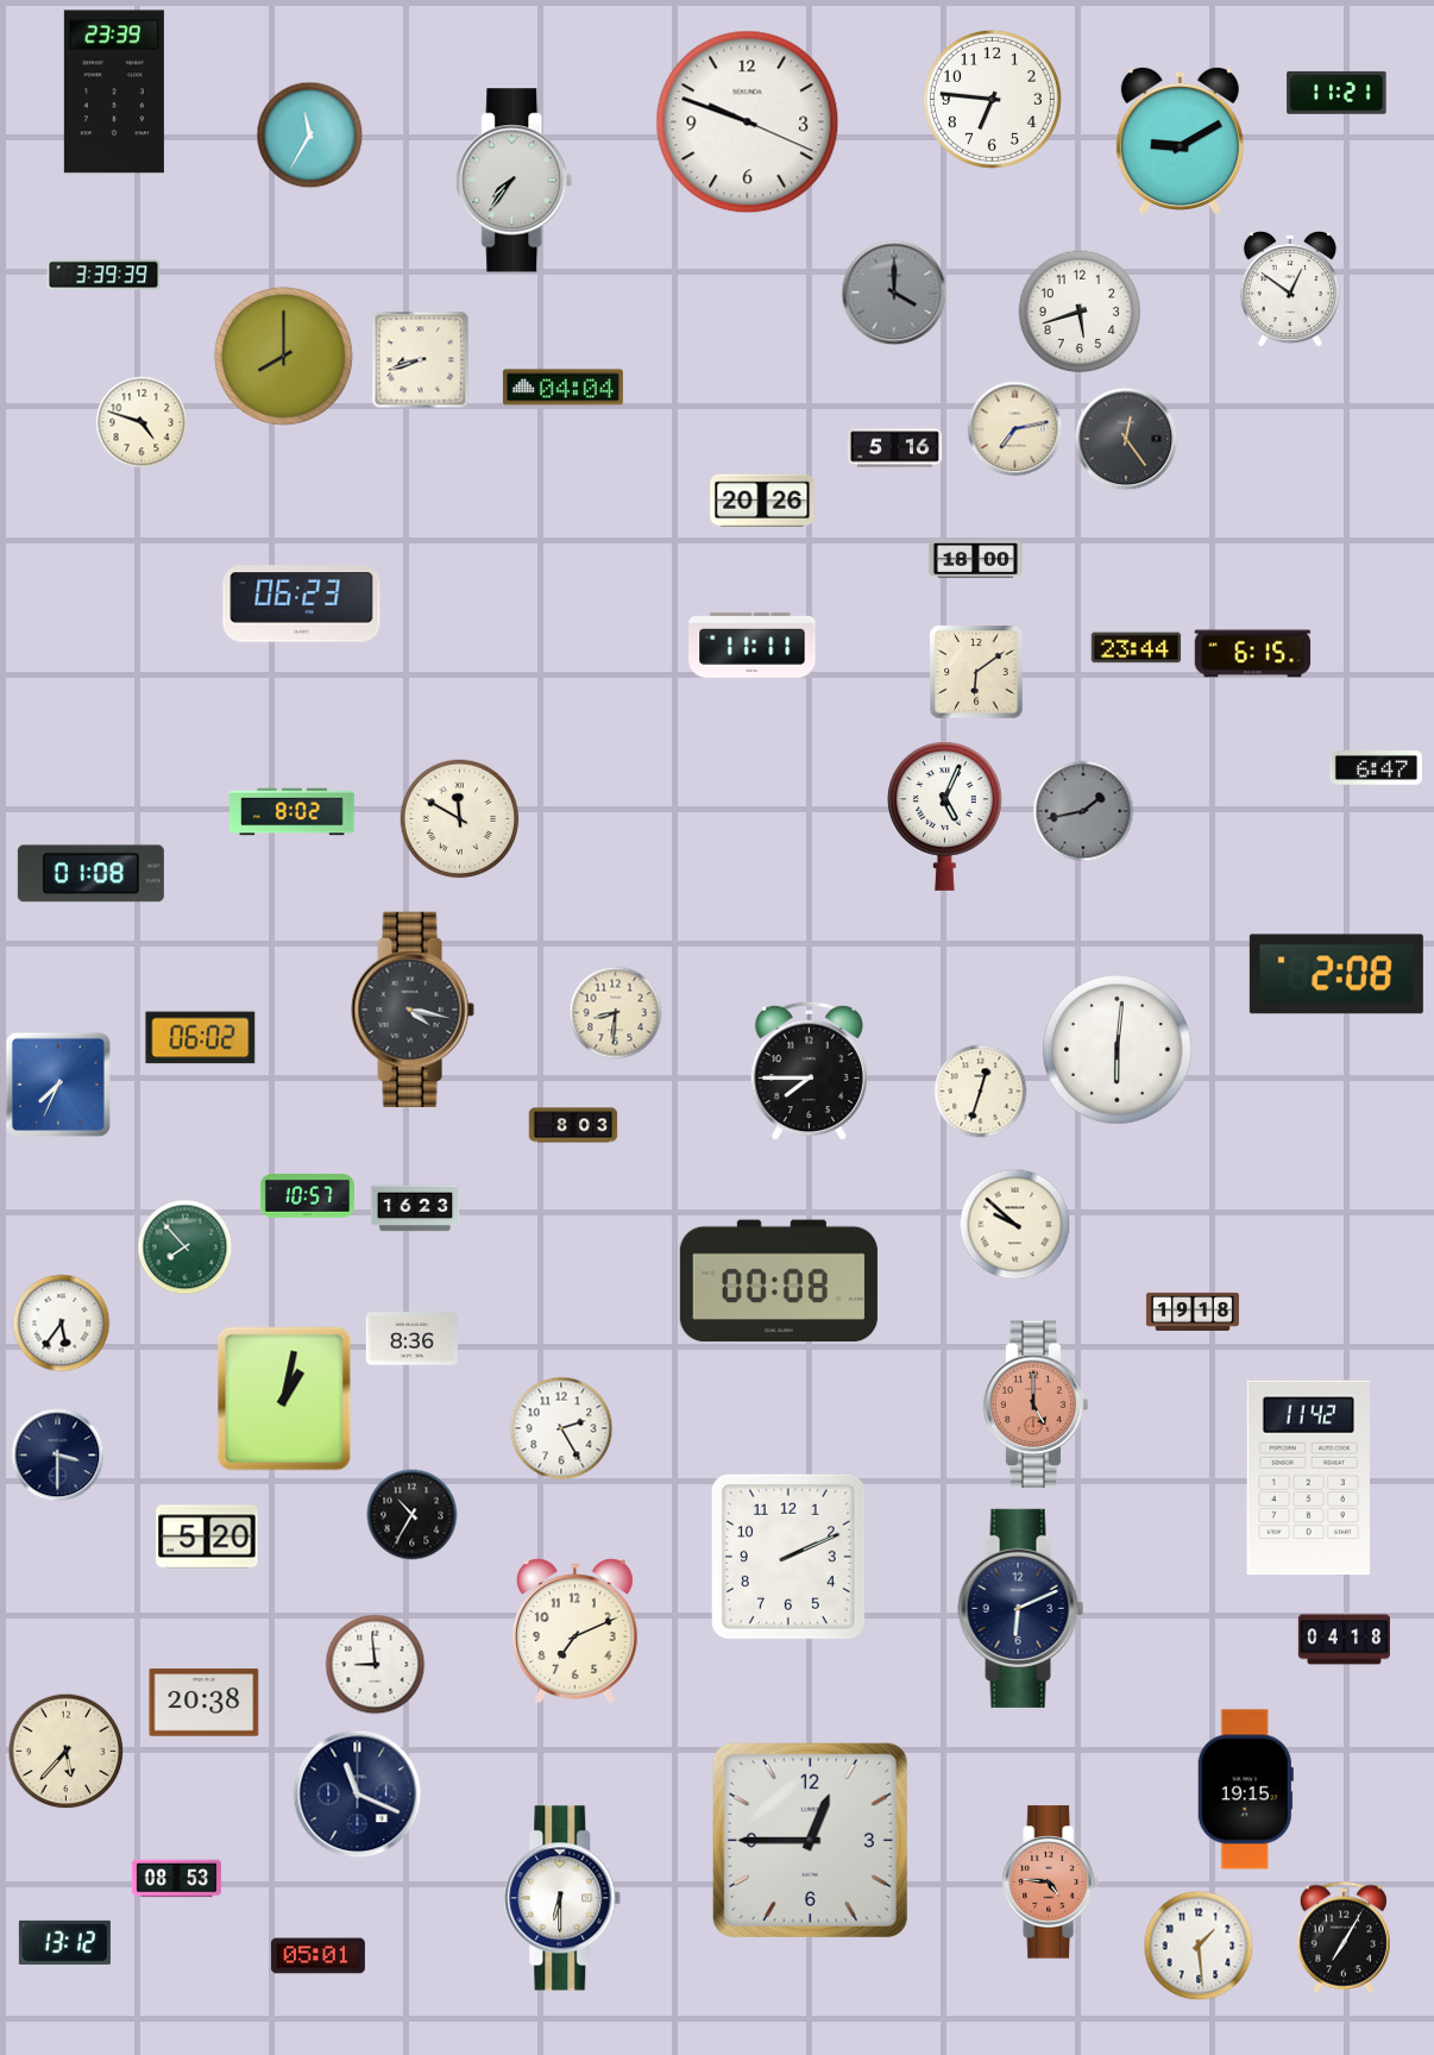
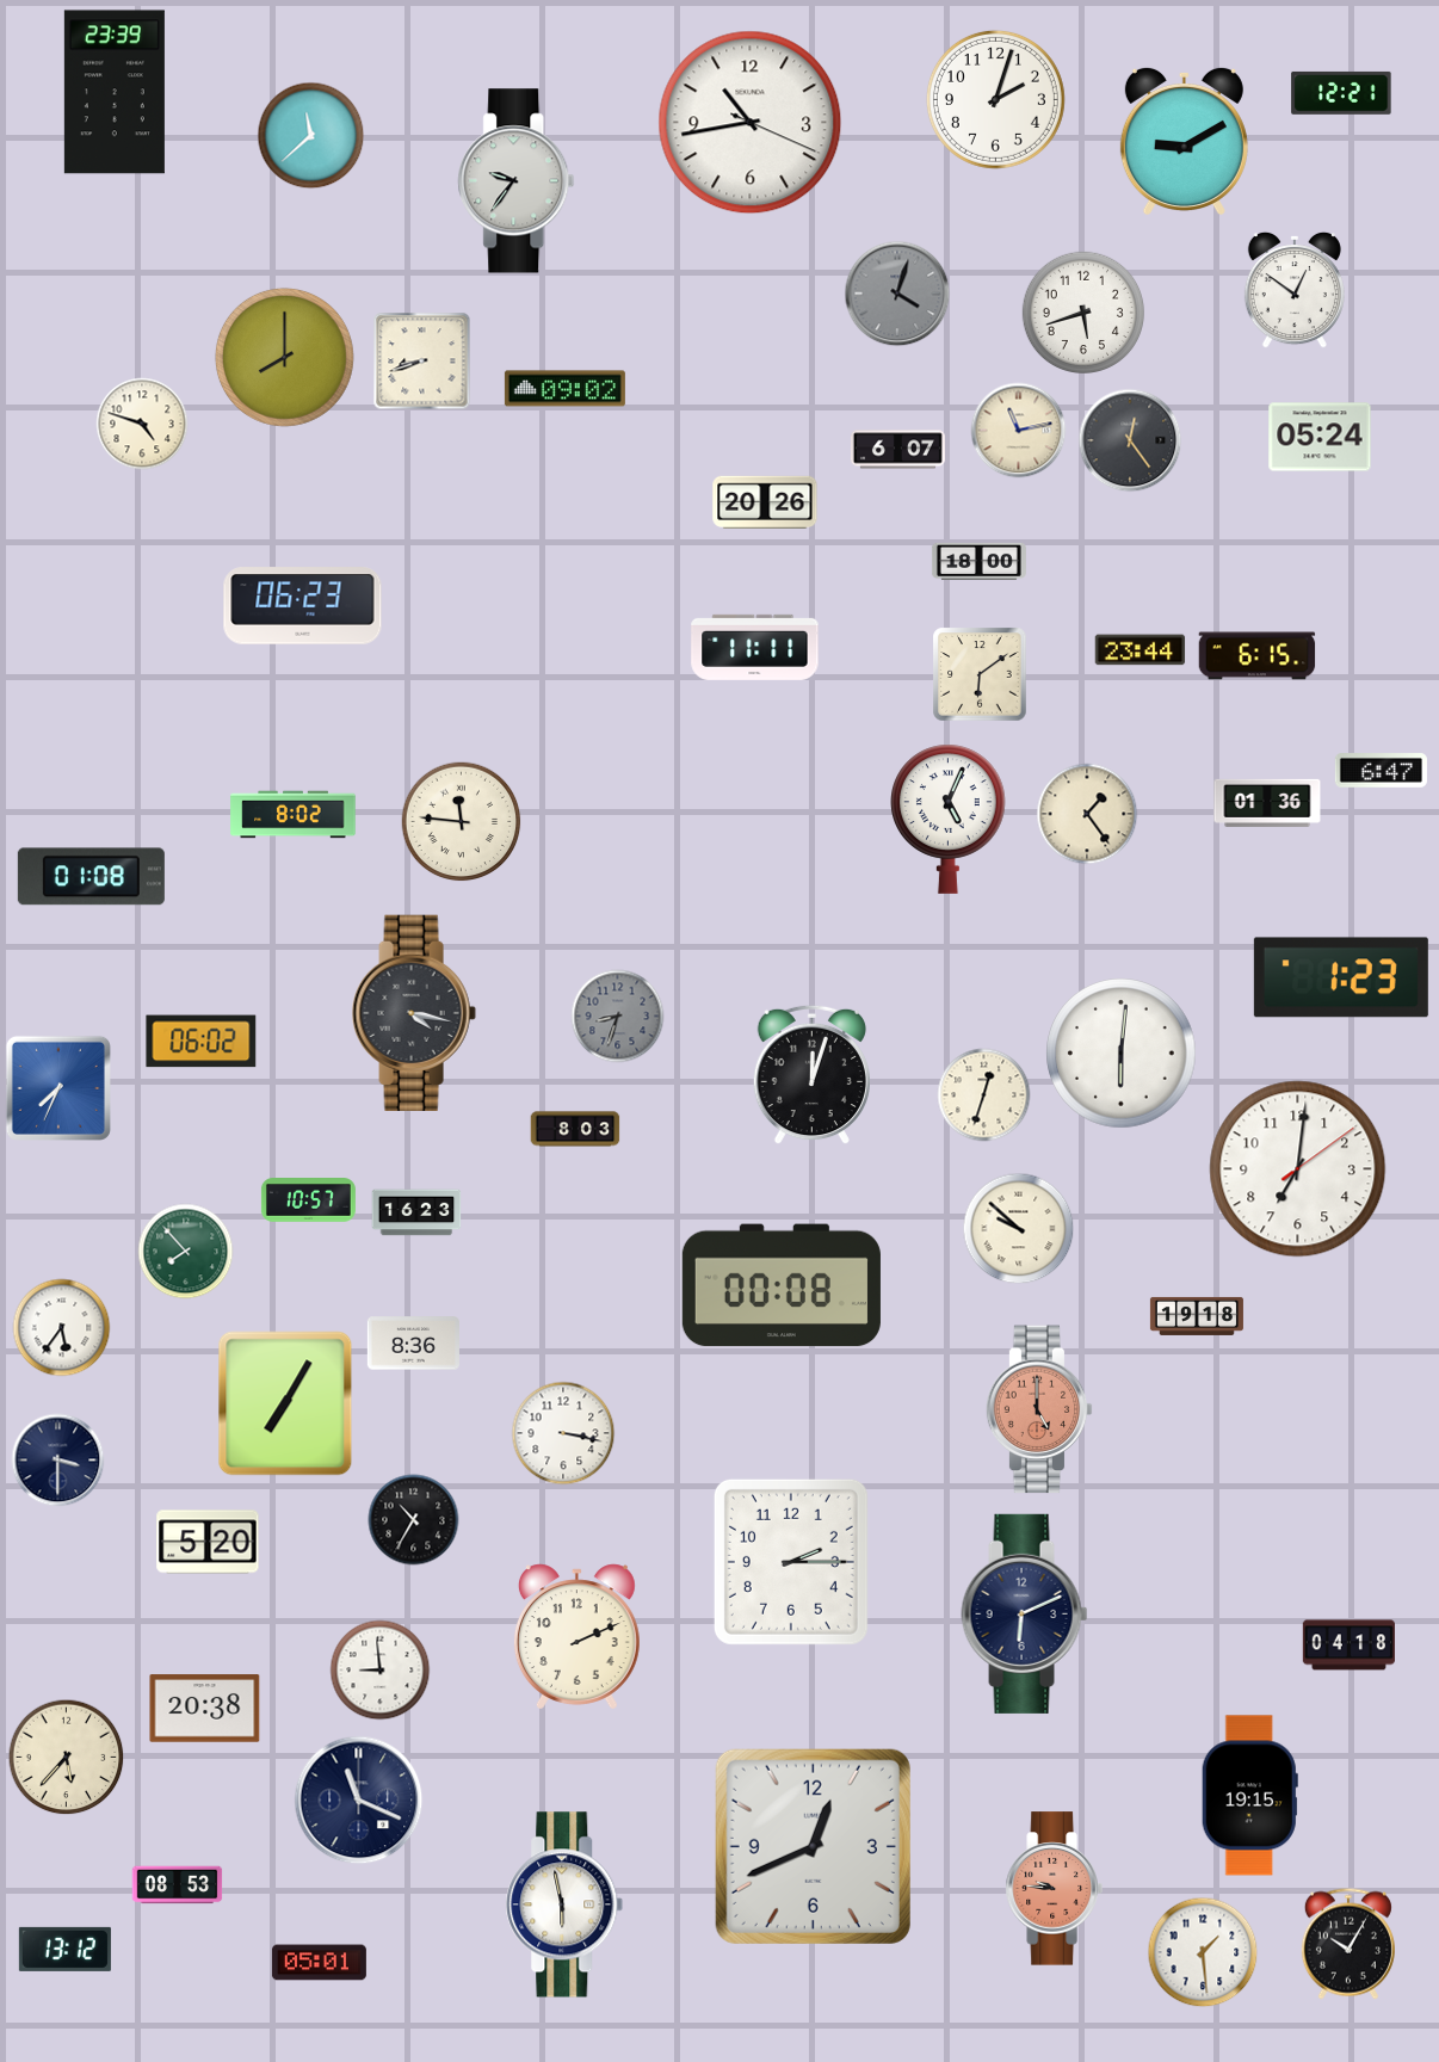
clock at (1336, 93): 11:21 -> 12:21
clock at (992, 99): 6:46 -> 2:03
clock at (748, 122): 9:48 -> 10:43
clock at (310, 136): 11:35 -> 11:38
clock at (515, 181): 7:36 -> 9:36
clock at (103, 275): 3:39 -> none
clock at (894, 293): 4:00 -> 4:03
clock at (562, 388): 04:04 -> 09:02
clock at (1015, 429): 7:13 -> 11:13
clock at (1320, 437): none -> 05:24
clock at (894, 448): 5:16 -> 6:07
clock at (1267, 803): none -> 01:36
clock at (1083, 811): 1:43 -> 1:24
clock at (1083, 811) dial: grey -> cream
clock at (460, 819): 11:50 -> 11:46
clock at (1336, 974): 2:08 -> 1:23
clock at (616, 1013): 8:31 -> 8:33
clock at (616, 1013) dial: cream -> grey
clock at (809, 1072): 7:45 -> 12:03
clock at (1298, 1169): none -> 7:01
clock at (284, 1399): 1:02 -> 7:05
clock at (561, 1428): 2:25 -> 3:17
clock at (1308, 1478): 11:42 -> none
clock at (788, 1557): 2:11 -> 2:15
clock at (574, 1632): 7:11 -> 2:11
clock at (376, 1665) position: (376, 1665) -> (381, 1671)
clock at (810, 1840): 12:45 -> 12:41
clock at (1050, 1883): 4:46 -> 9:46
clock at (562, 1898): 6:30 -> 5:58
clock at (1344, 1937): 7:05 -> 10:05
